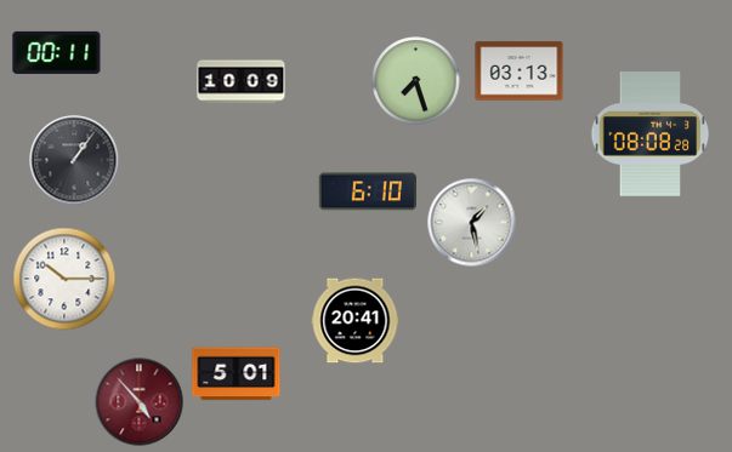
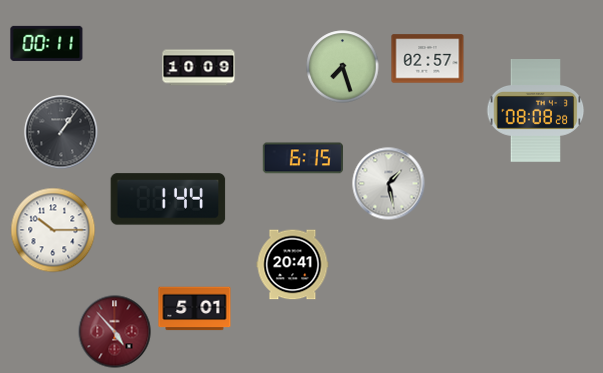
clock at (520, 71): 03:13 -> 02:57
clock at (367, 191): 6:10 -> 6:15
clock at (168, 199): none -> 1:44
